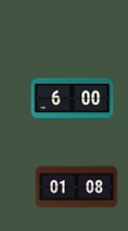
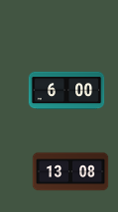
clock at (77, 187): 01:08 -> 13:08
